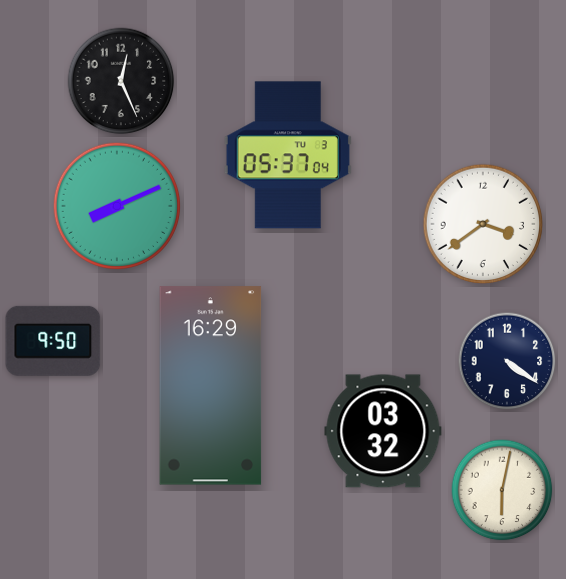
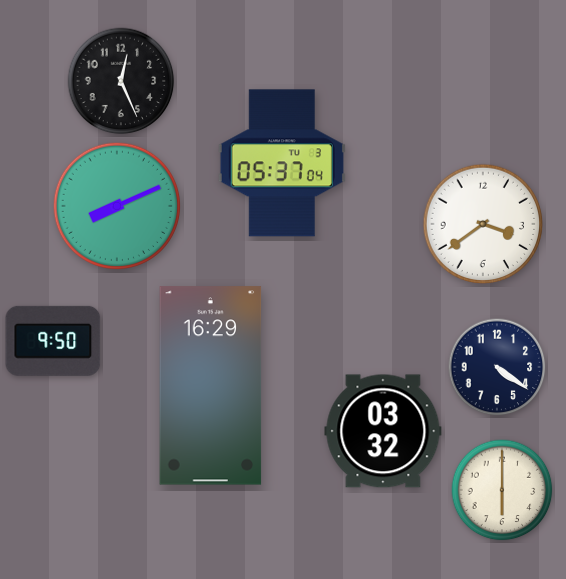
clock at (288, 155) position: (288, 155) -> (282, 163)
clock at (507, 361) position: (507, 361) -> (497, 367)
clock at (502, 490): 6:02 -> 6:00
